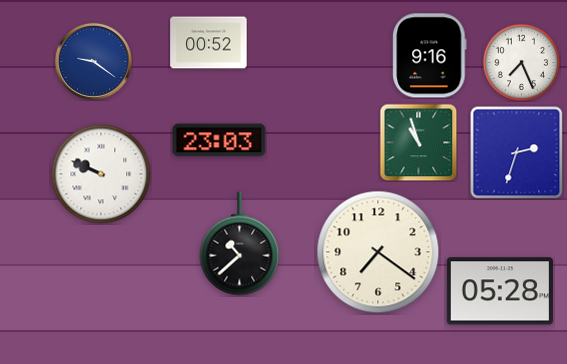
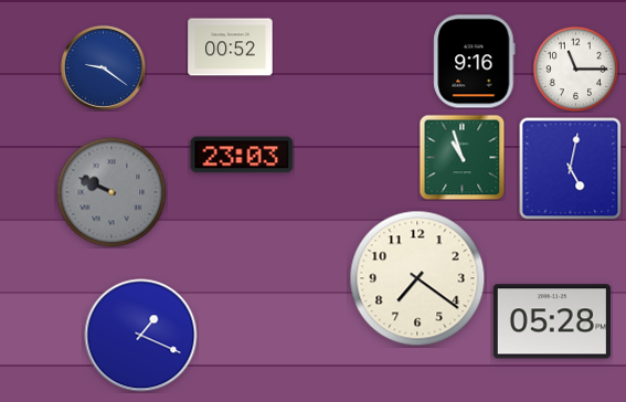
clock at (521, 62): 7:26 -> 11:15
clock at (516, 152): 2:33 -> 5:02
clock at (101, 174) dial: white -> grey
clock at (240, 244): 10:38 -> none
clock at (141, 336): none -> 1:19
